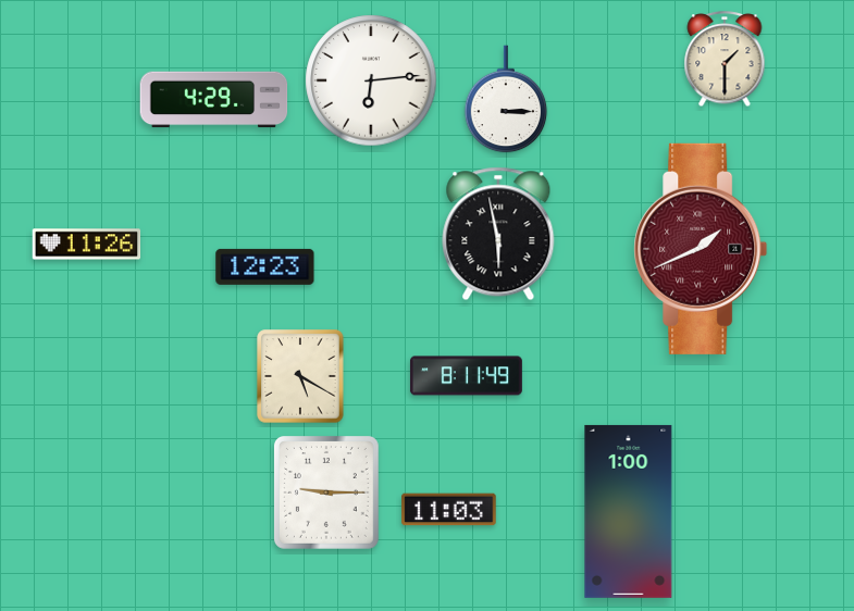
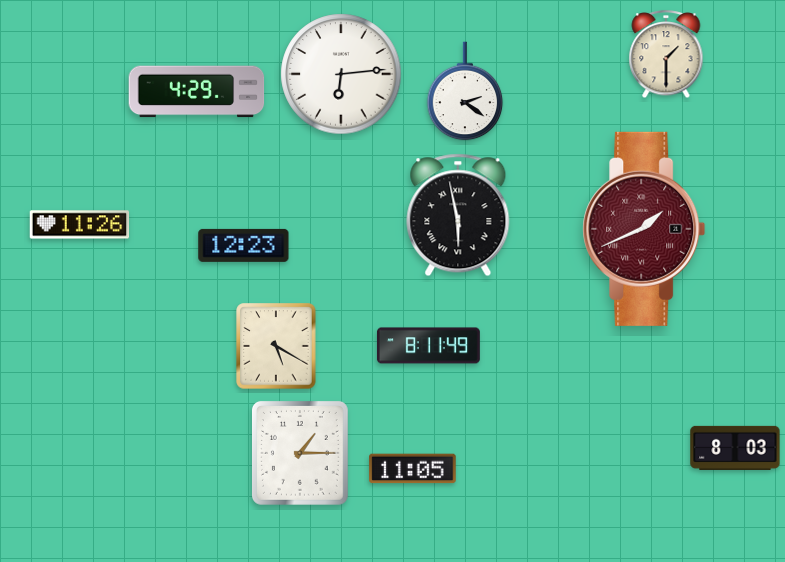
clock at (506, 99): 3:15 -> 2:21
clock at (735, 448): none -> 8:03
clock at (326, 492): 9:15 -> 1:15
clock at (449, 510): 11:03 -> 11:05
clock at (629, 511): 1:00 -> none
